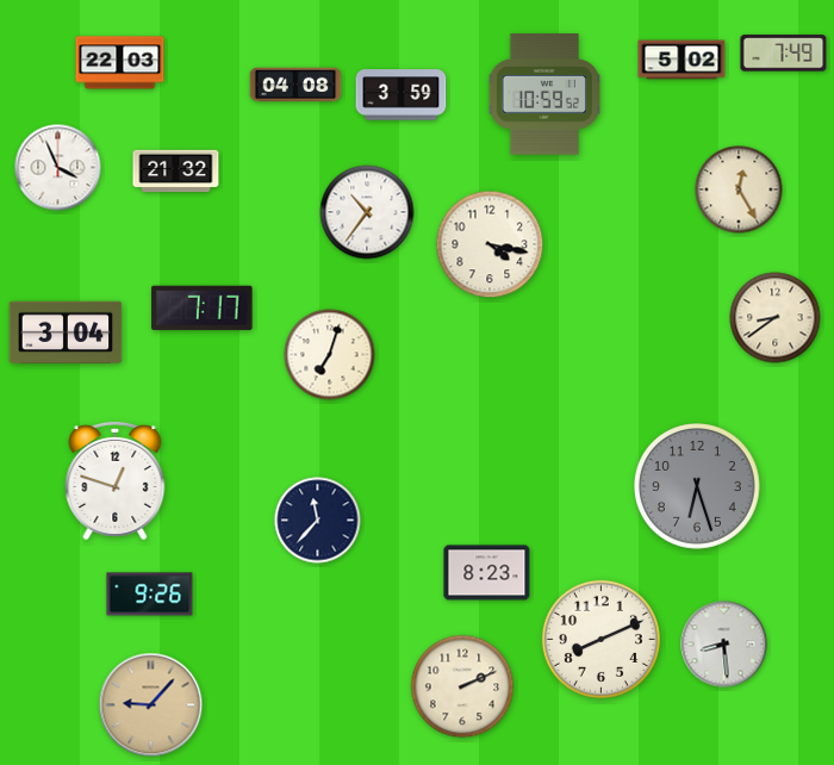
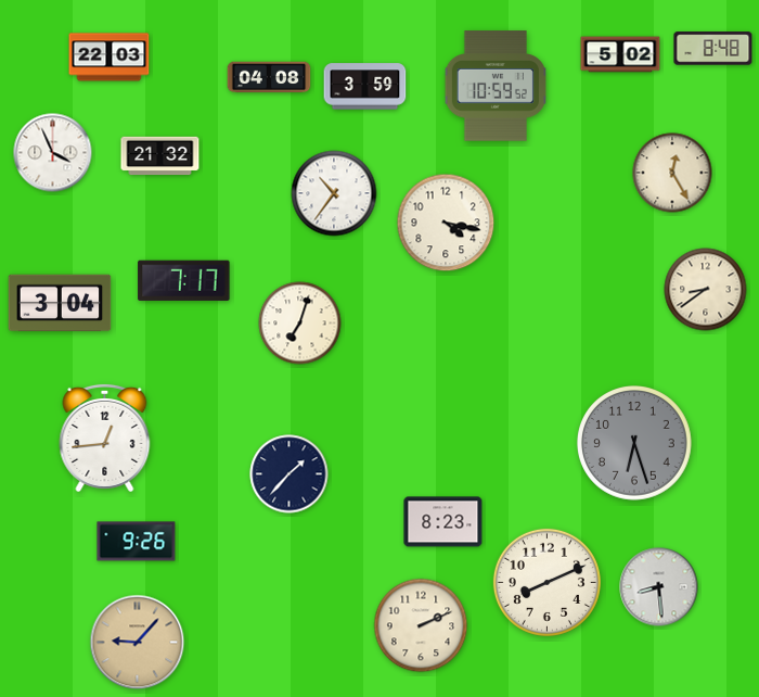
clock at (784, 54): 7:49 -> 8:48
clock at (116, 480): 12:48 -> 12:44
clock at (318, 521): 11:37 -> 1:37
